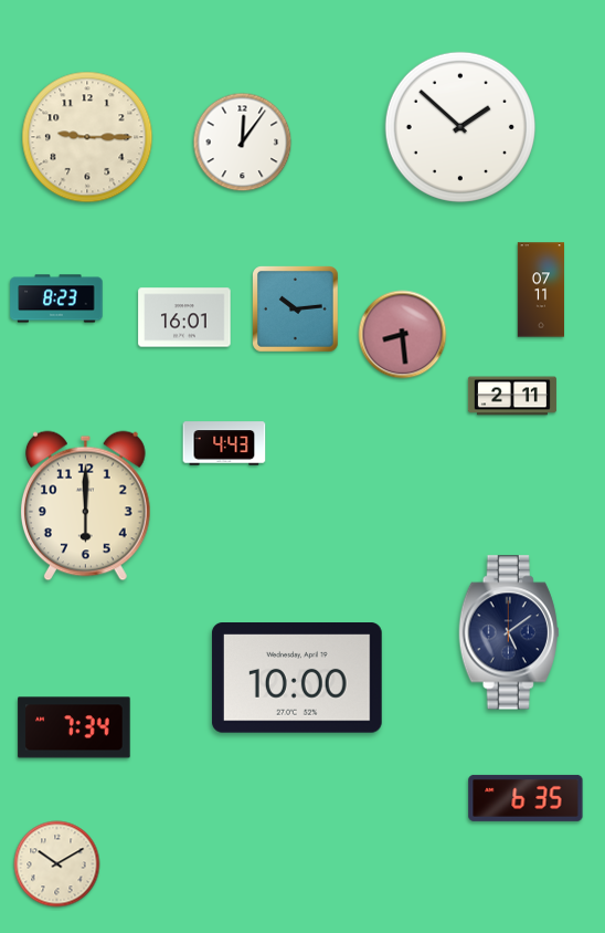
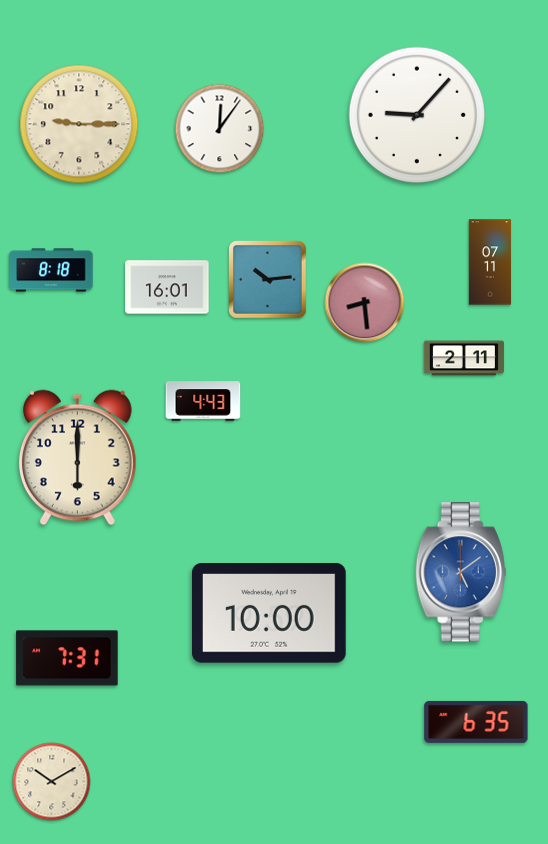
clock at (460, 127): 1:52 -> 9:07
clock at (56, 298): 8:23 -> 8:18
clock at (509, 632) dial: navy -> blue
clock at (74, 727): 7:34 -> 7:31
